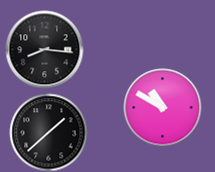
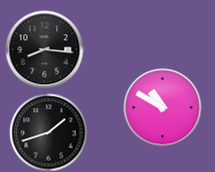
clock at (48, 132): 1:38 -> 1:42
